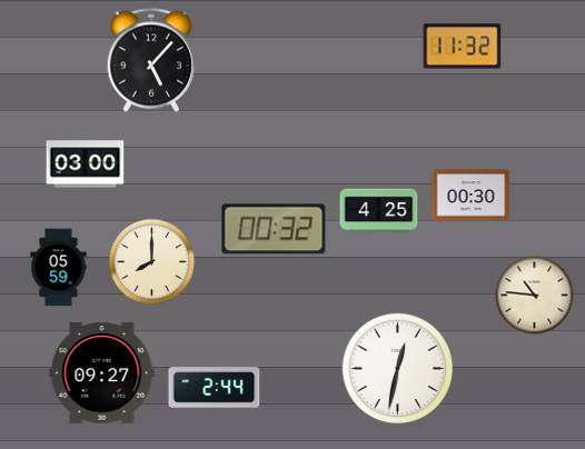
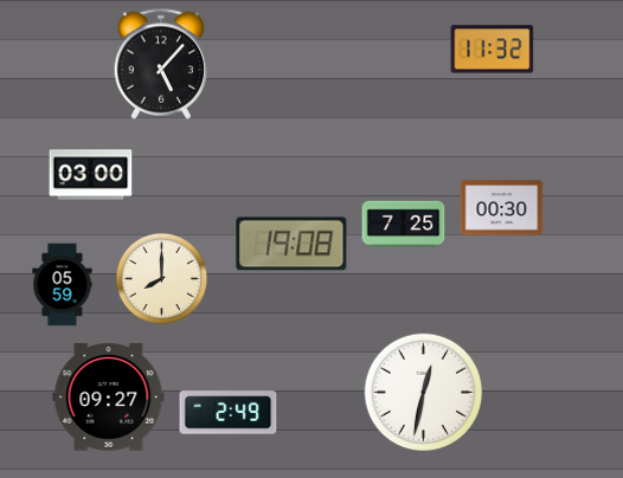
clock at (379, 211): 4:25 -> 7:25
clock at (274, 229): 00:32 -> 19:08
clock at (535, 296): 10:46 -> none
clock at (215, 388): 2:44 -> 2:49
